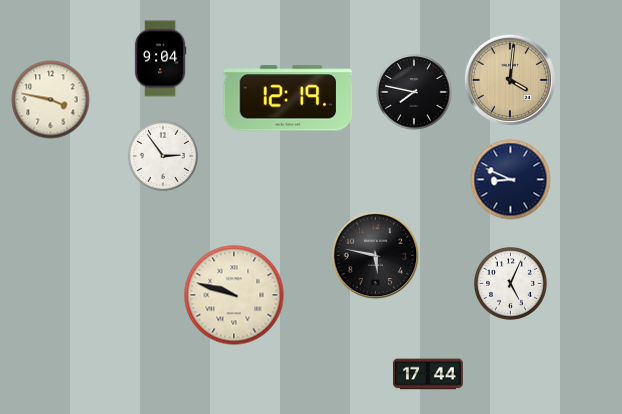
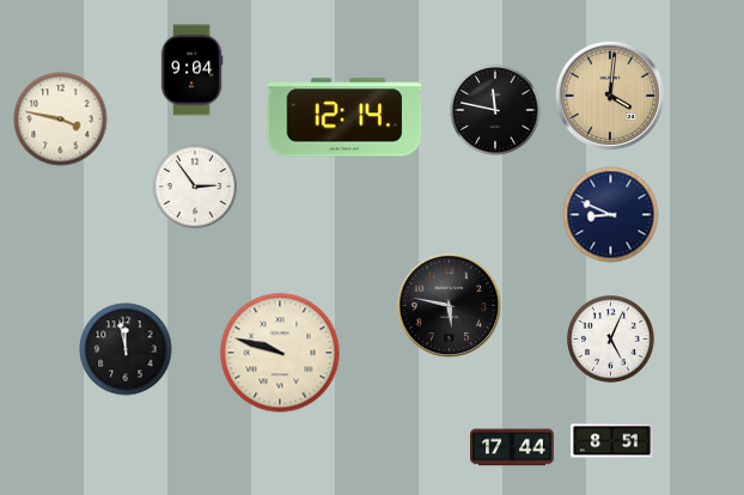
clock at (414, 92): 7:47 -> 11:47
clock at (288, 98): 12:19 -> 12:14
clock at (126, 349): none -> 11:58
clock at (611, 441): none -> 8:51
